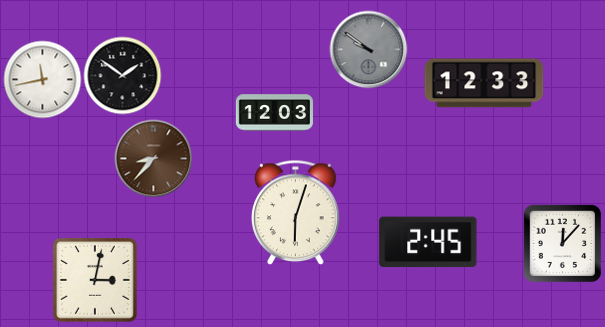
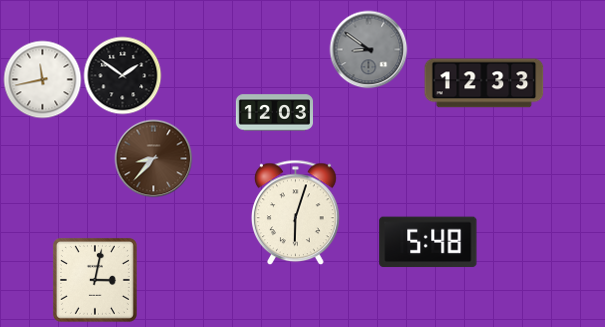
clock at (368, 49): 9:51 -> 8:51
clock at (428, 242): 2:45 -> 5:48
clock at (562, 243): 12:07 -> none
